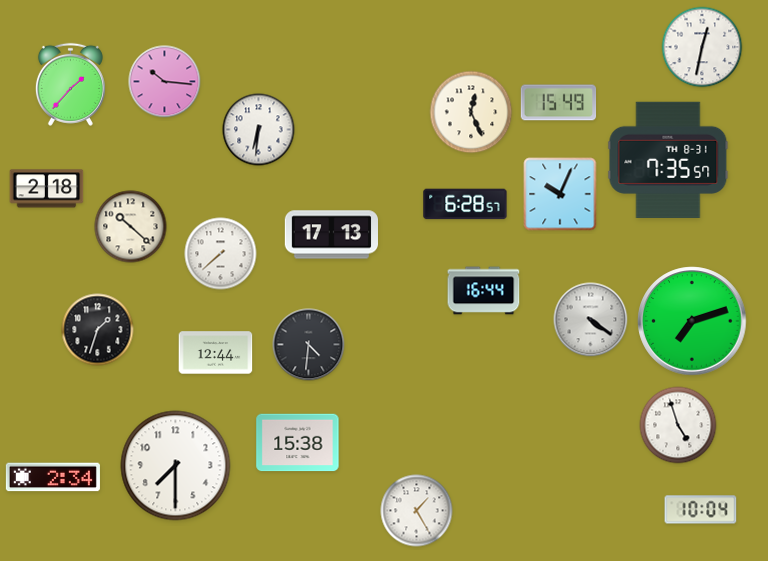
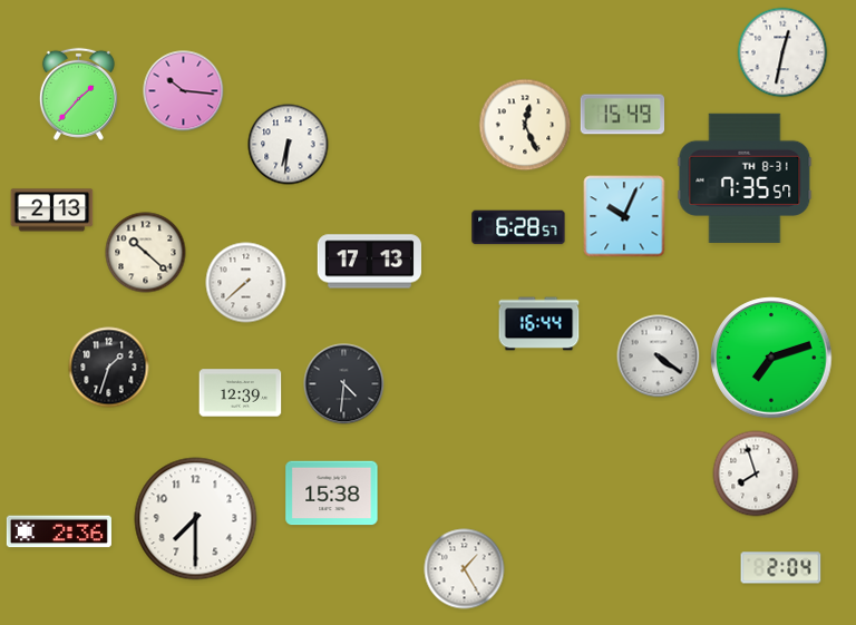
clock at (47, 189): 2:18 -> 2:13
clock at (216, 353): 12:44 -> 12:39
clock at (678, 425): 4:57 -> 7:57
clock at (53, 477): 2:34 -> 2:36
clock at (701, 510): 10:04 -> 2:04
